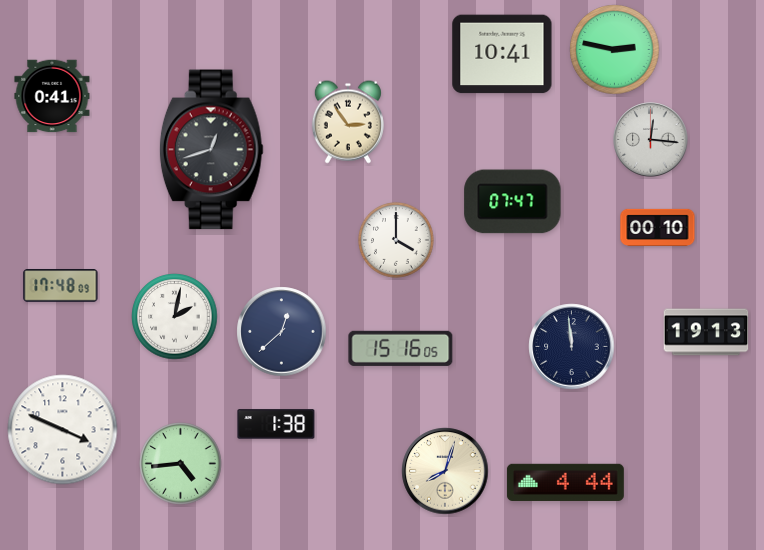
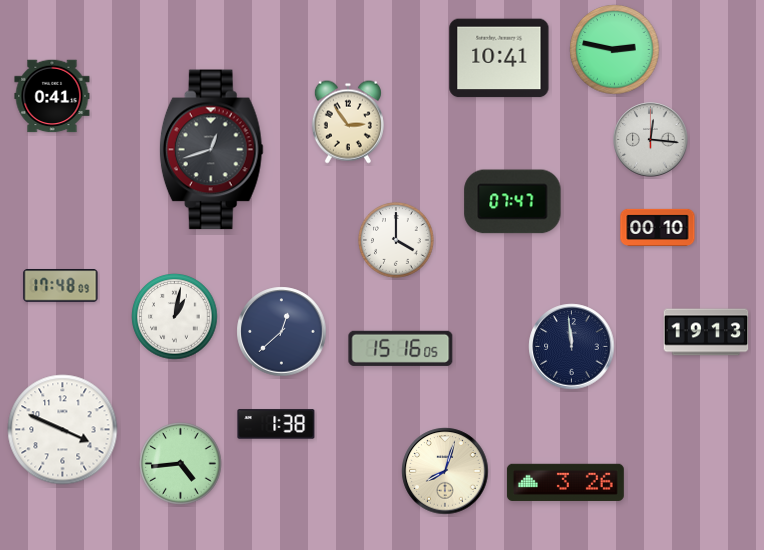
clock at (502, 54) position: (502, 54) -> (499, 58)
clock at (175, 317): 2:02 -> 1:02
clock at (565, 482): 4:44 -> 3:26
